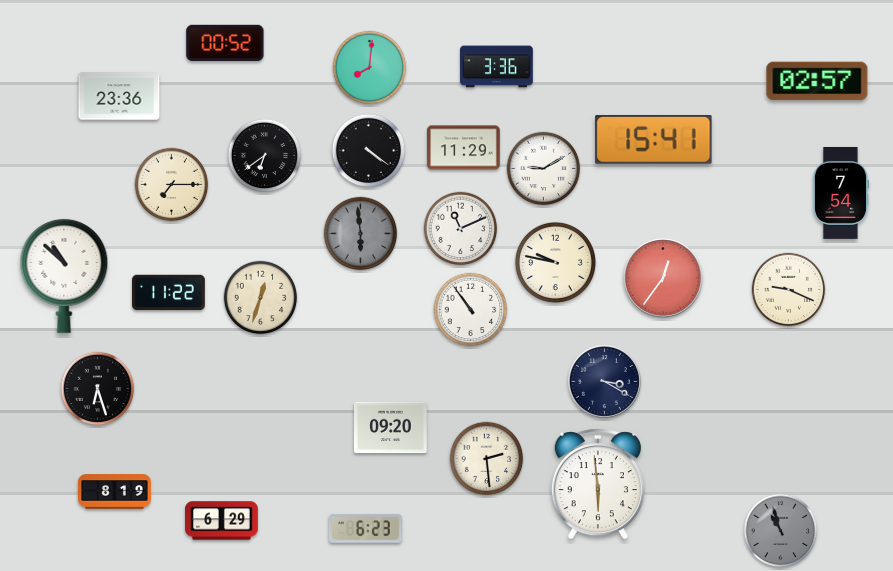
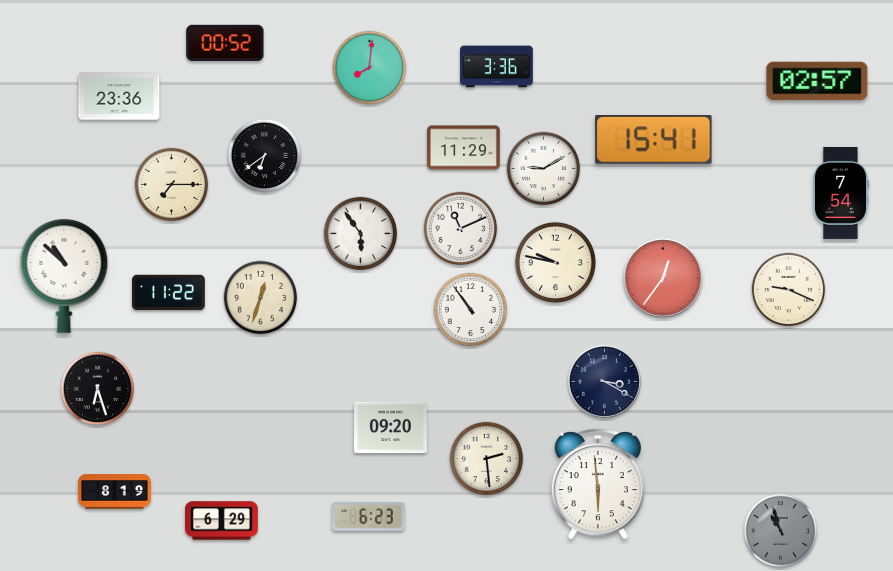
clock at (369, 151): 4:21 -> none
clock at (361, 234): 5:59 -> 5:54
clock at (361, 234) dial: grey -> white
clock at (365, 528) position: (365, 528) -> (368, 516)
